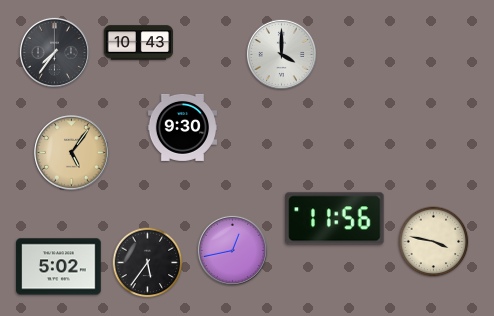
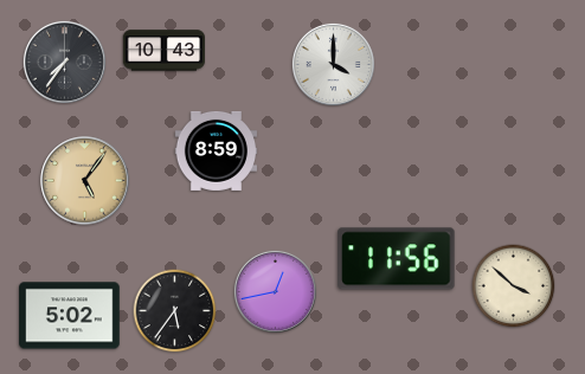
clock at (182, 127): 9:30 -> 8:59
clock at (434, 242): 3:47 -> 3:52
clock at (232, 250) position: (232, 250) -> (275, 291)
